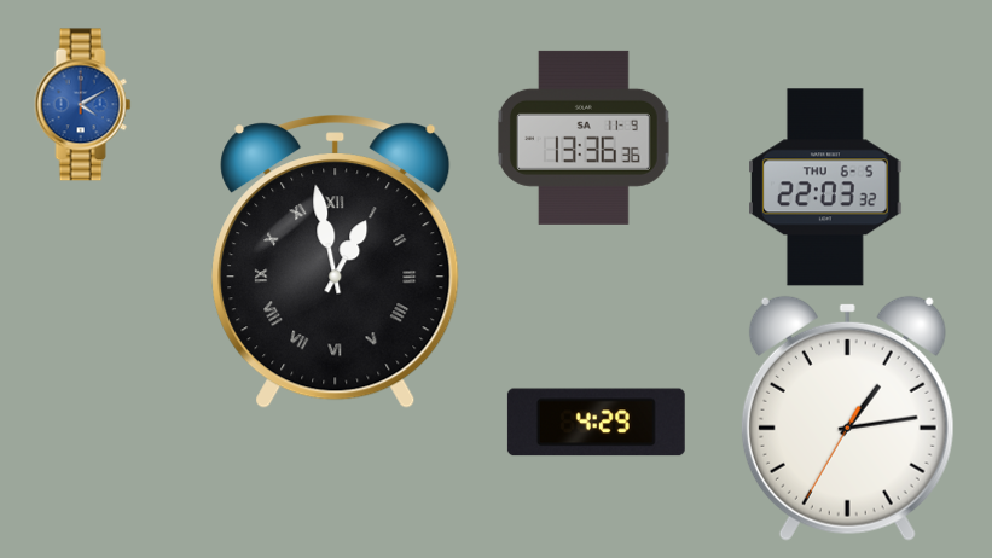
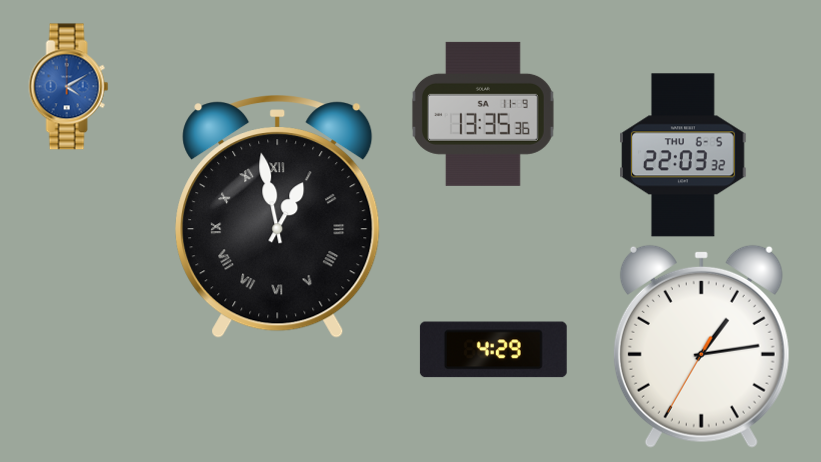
clock at (584, 138): 13:36 -> 13:35
